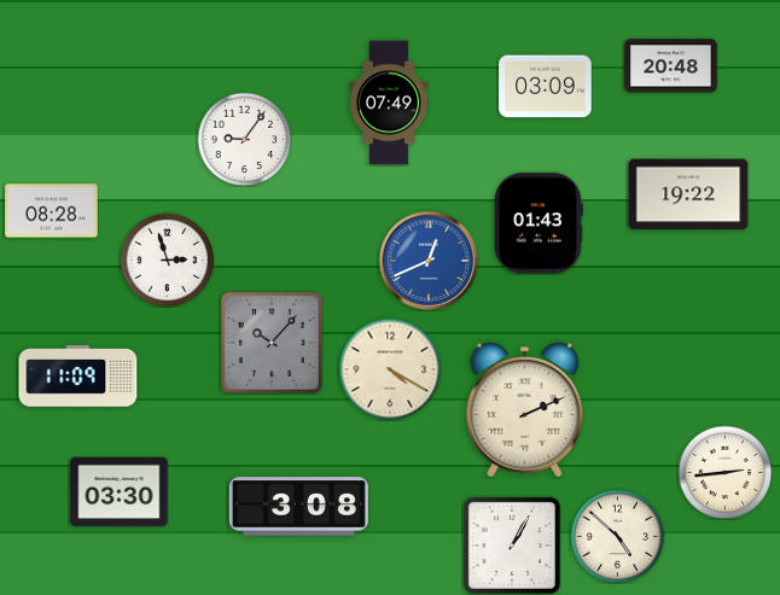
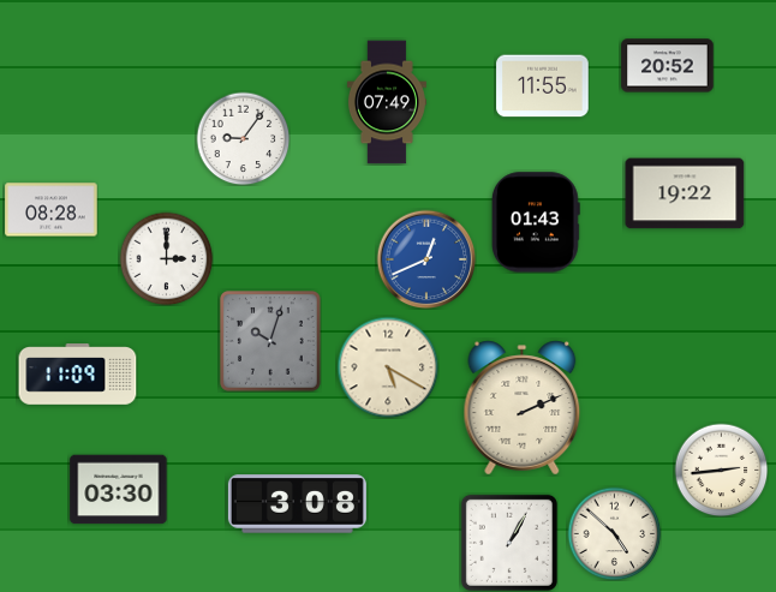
clock at (671, 66): 20:48 -> 20:52
clock at (546, 87): 03:09 -> 11:55
clock at (167, 259): 2:57 -> 3:00
clock at (273, 344): 10:07 -> 10:03
clock at (390, 369): 4:20 -> 5:20
